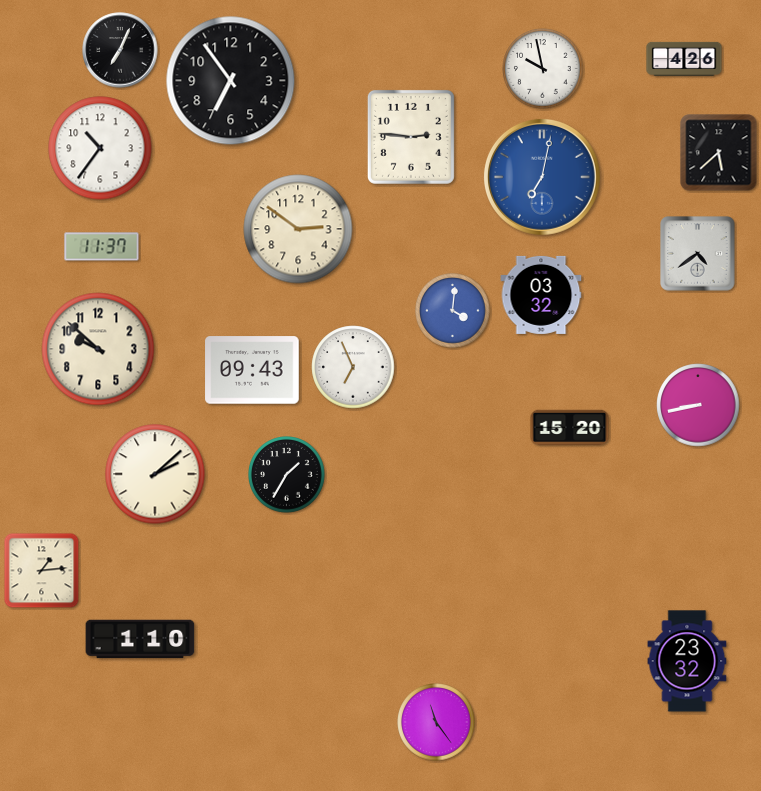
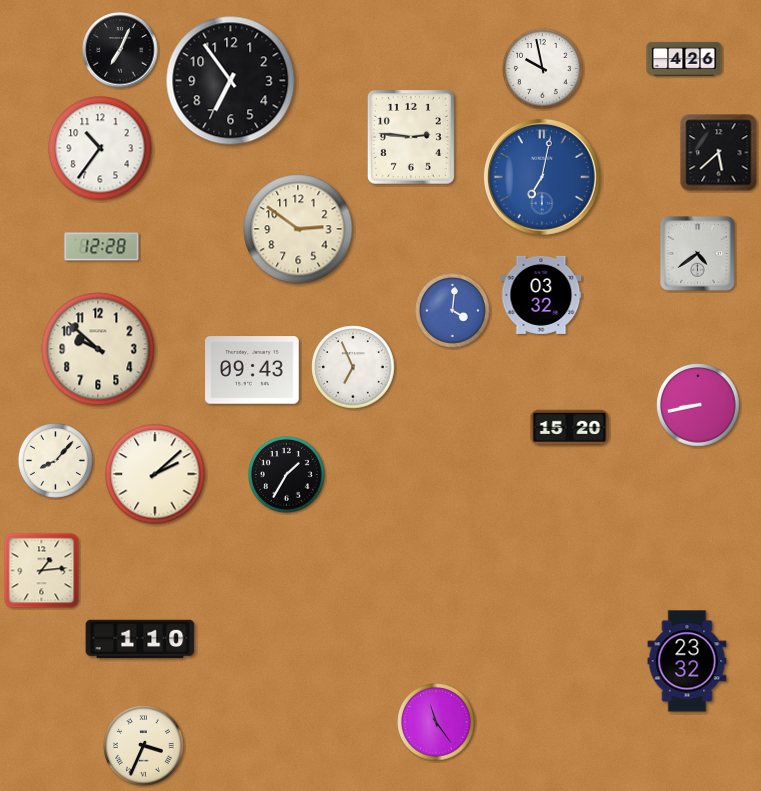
clock at (102, 247): 11:37 -> 12:28
clock at (56, 461): none -> 8:07
clock at (144, 746): none -> 3:34
